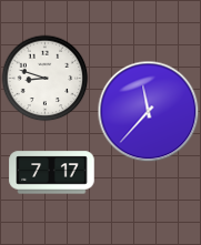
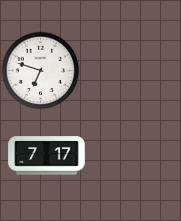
clock at (44, 78): 8:48 -> 6:48
clock at (148, 111): 11:37 -> none
